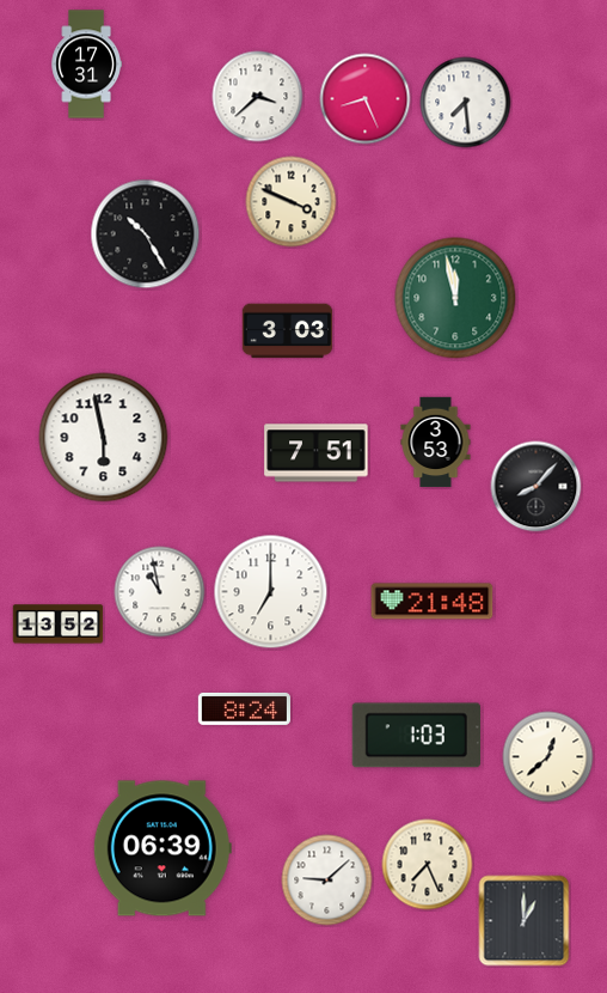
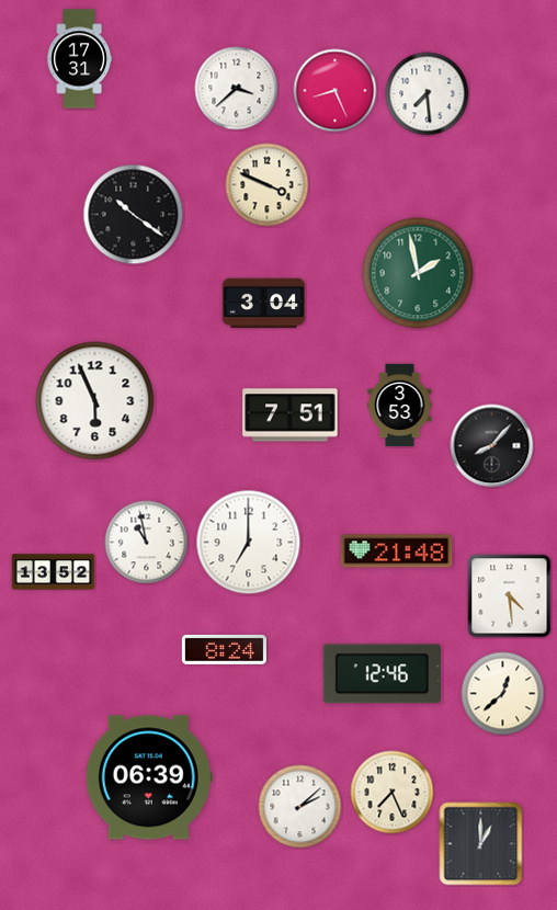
clock at (146, 234): 10:25 -> 10:21
clock at (455, 298): 11:58 -> 1:58
clock at (288, 331): 3:03 -> 3:04
clock at (104, 438): 5:58 -> 5:56
clock at (510, 596): none -> 4:29
clock at (416, 736): 1:03 -> 12:46
clock at (327, 881): 9:08 -> 2:08
